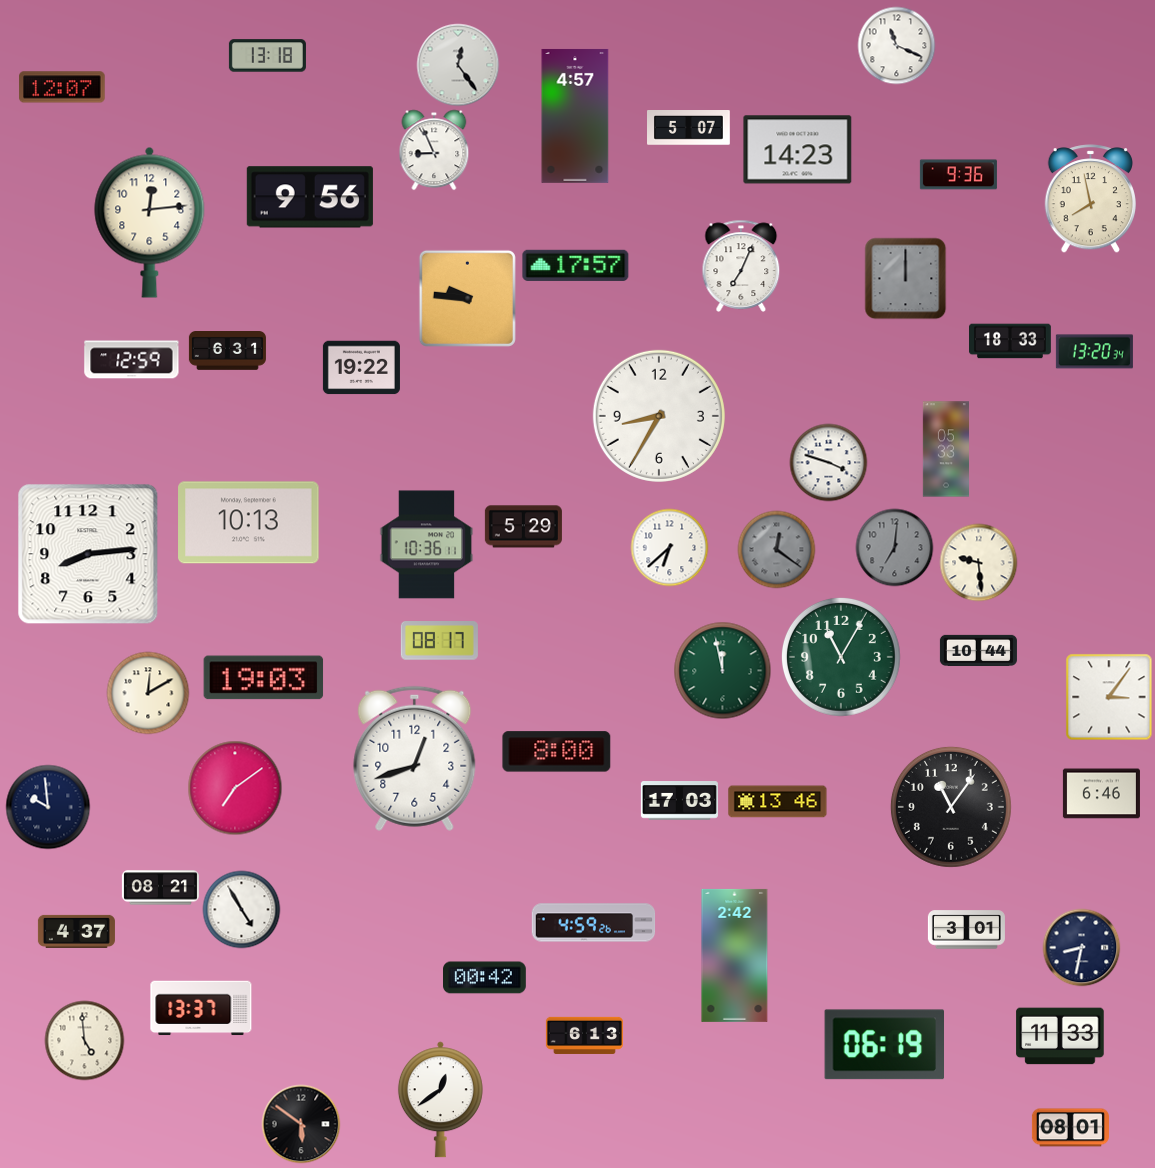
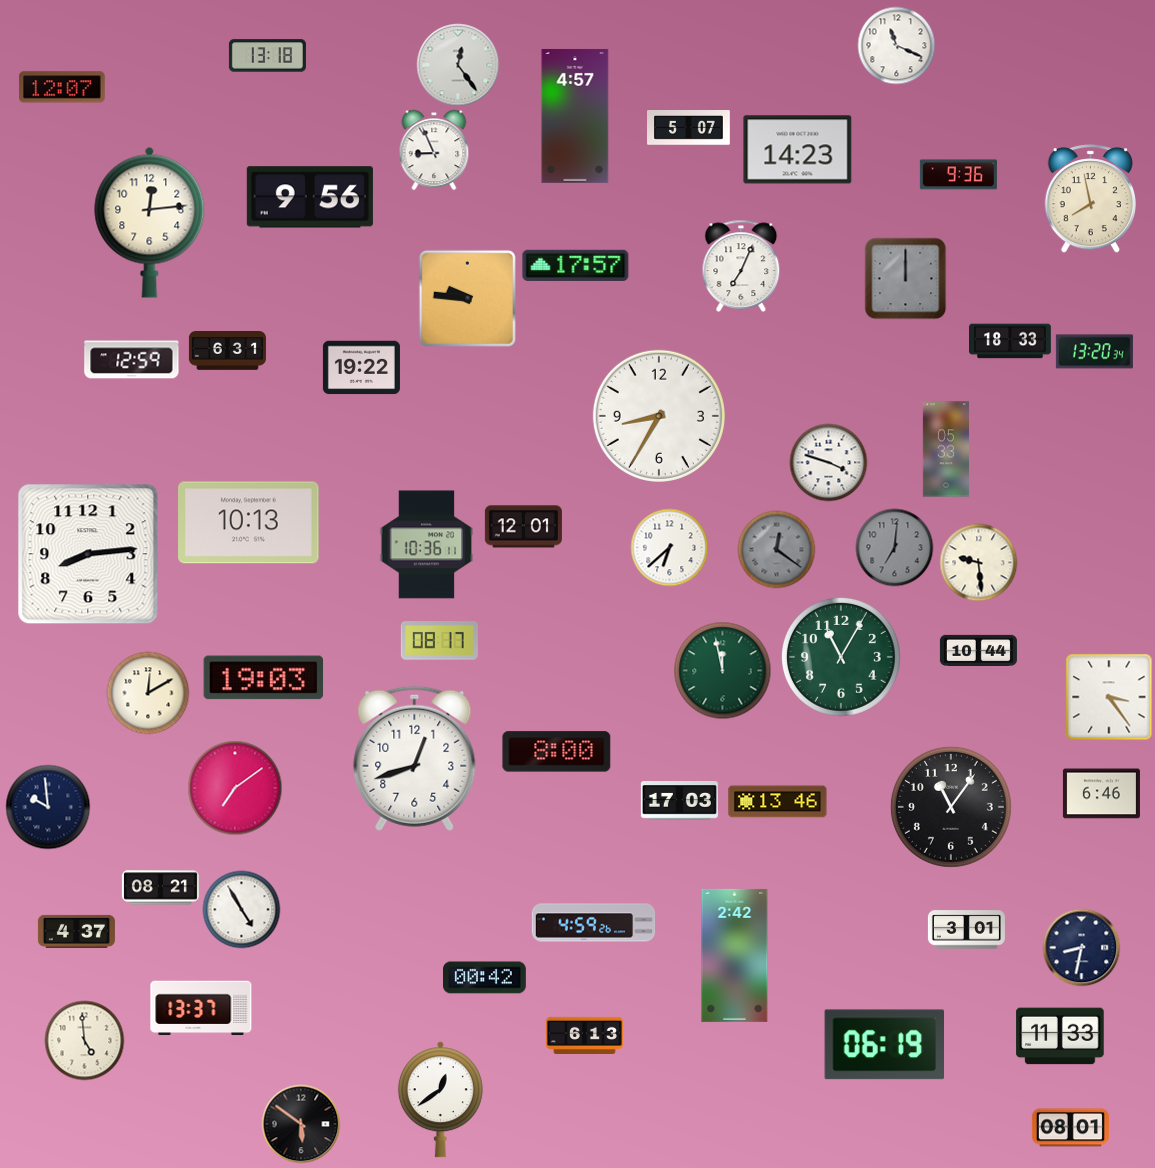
clock at (523, 527): 5:29 -> 12:01
clock at (1109, 697): 3:06 -> 3:24
